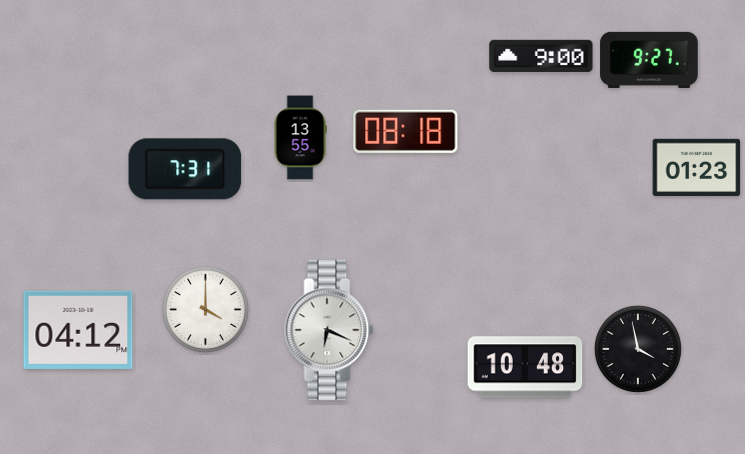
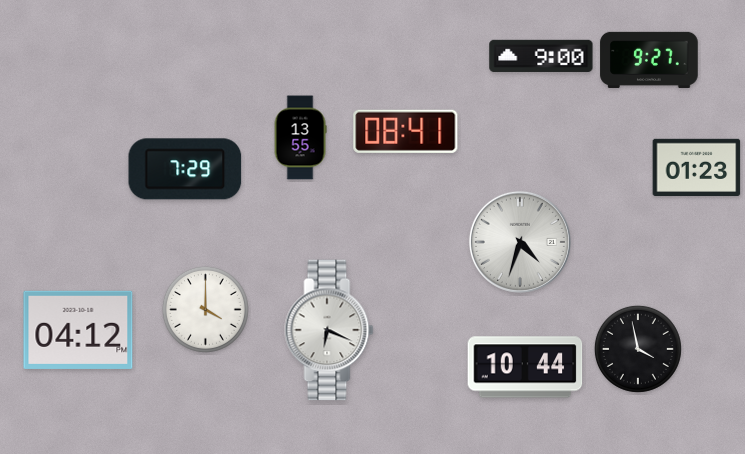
clock at (406, 131): 08:18 -> 08:41
clock at (185, 169): 7:31 -> 7:29
clock at (520, 242): none -> 4:33
clock at (525, 367): 10:48 -> 10:44
